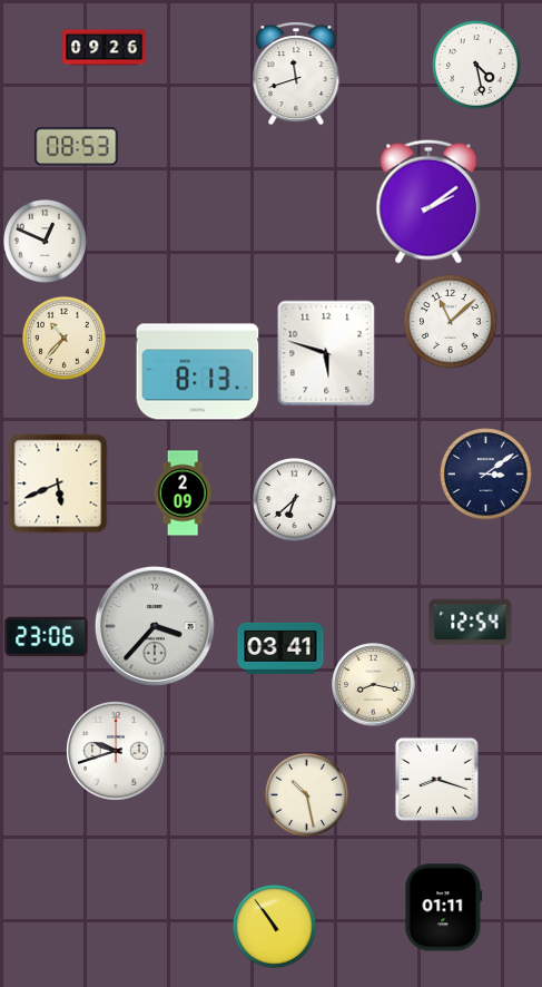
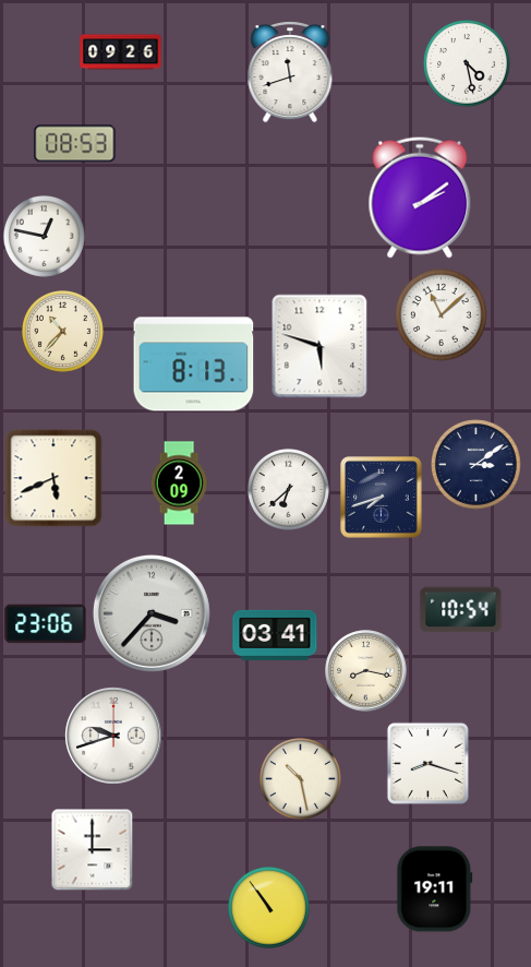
clock at (105, 48) position: (105, 48) -> (121, 52)
clock at (45, 241): 12:49 -> 12:47
clock at (58, 483) position: (58, 483) -> (53, 478)
clock at (382, 498): none -> 7:42
clock at (471, 623): 12:54 -> 10:54
clock at (93, 850): none -> 3:00
clock at (444, 908): 01:11 -> 19:11
